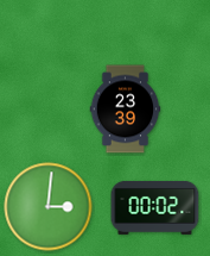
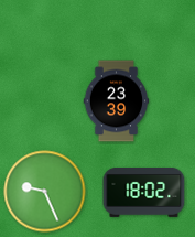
clock at (49, 207): 3:01 -> 9:26
clock at (155, 207): 00:02 -> 18:02
